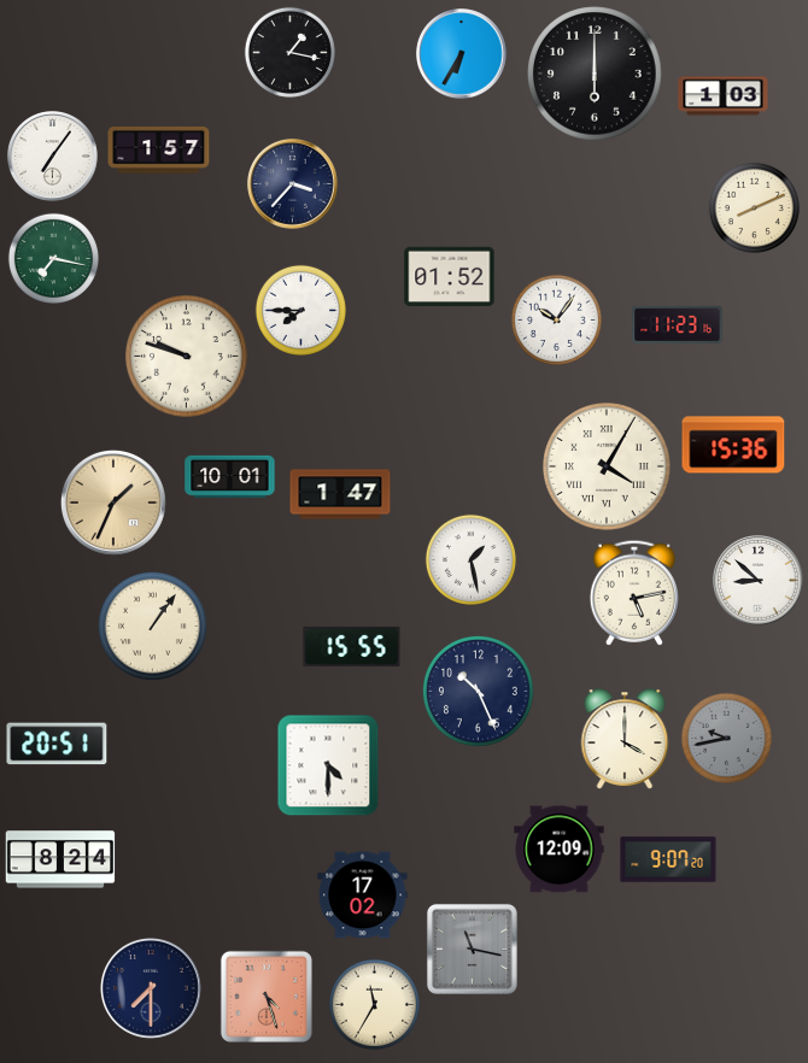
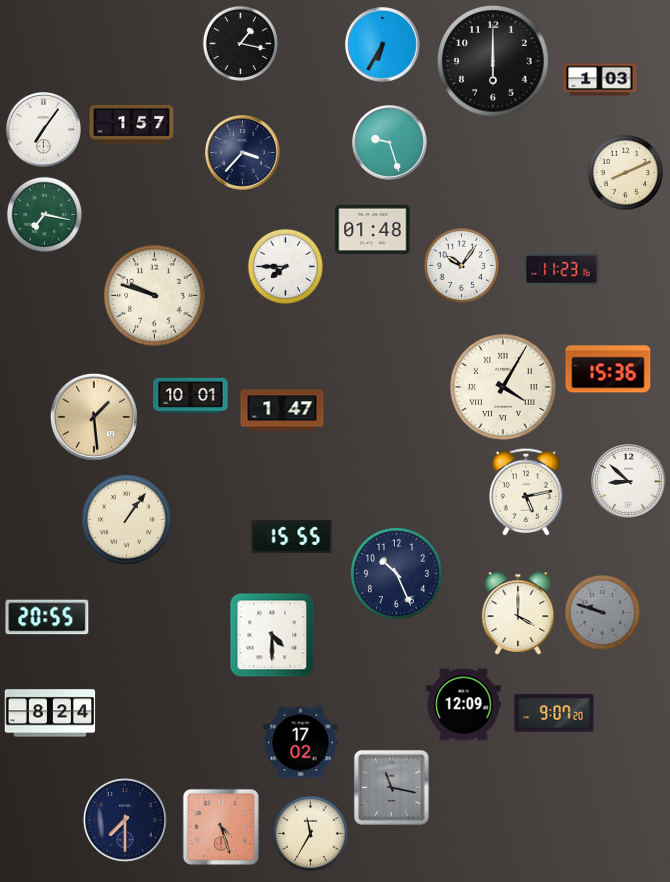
clock at (390, 143): none -> 9:27
clock at (450, 276): 01:52 -> 01:48
clock at (300, 310) position: (300, 310) -> (285, 266)
clock at (113, 503): 1:34 -> 1:29
clock at (470, 559): 1:28 -> none
clock at (726, 738): 9:43 -> 9:48
clock at (57, 744): 20:51 -> 20:55
